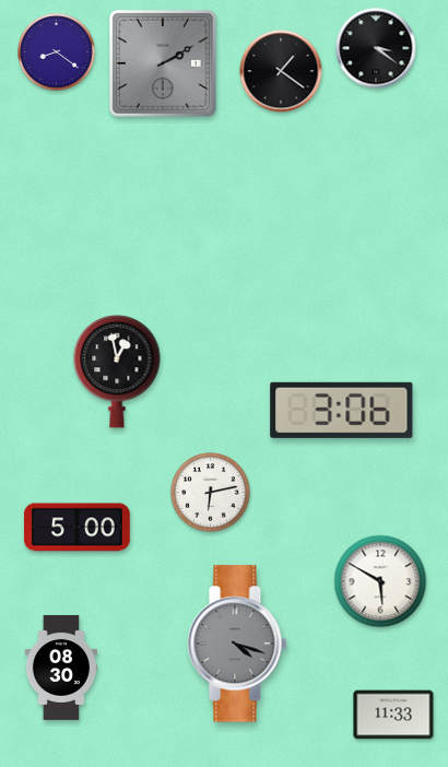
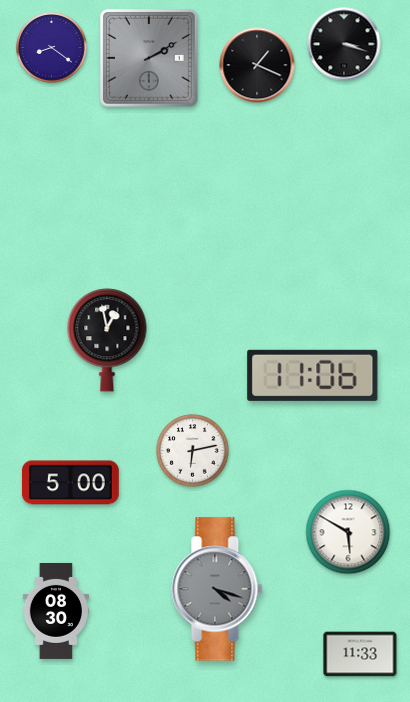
clock at (376, 48): 3:21 -> 3:18
clock at (281, 71): 1:21 -> 1:19
clock at (342, 410): 3:06 -> 11:06
